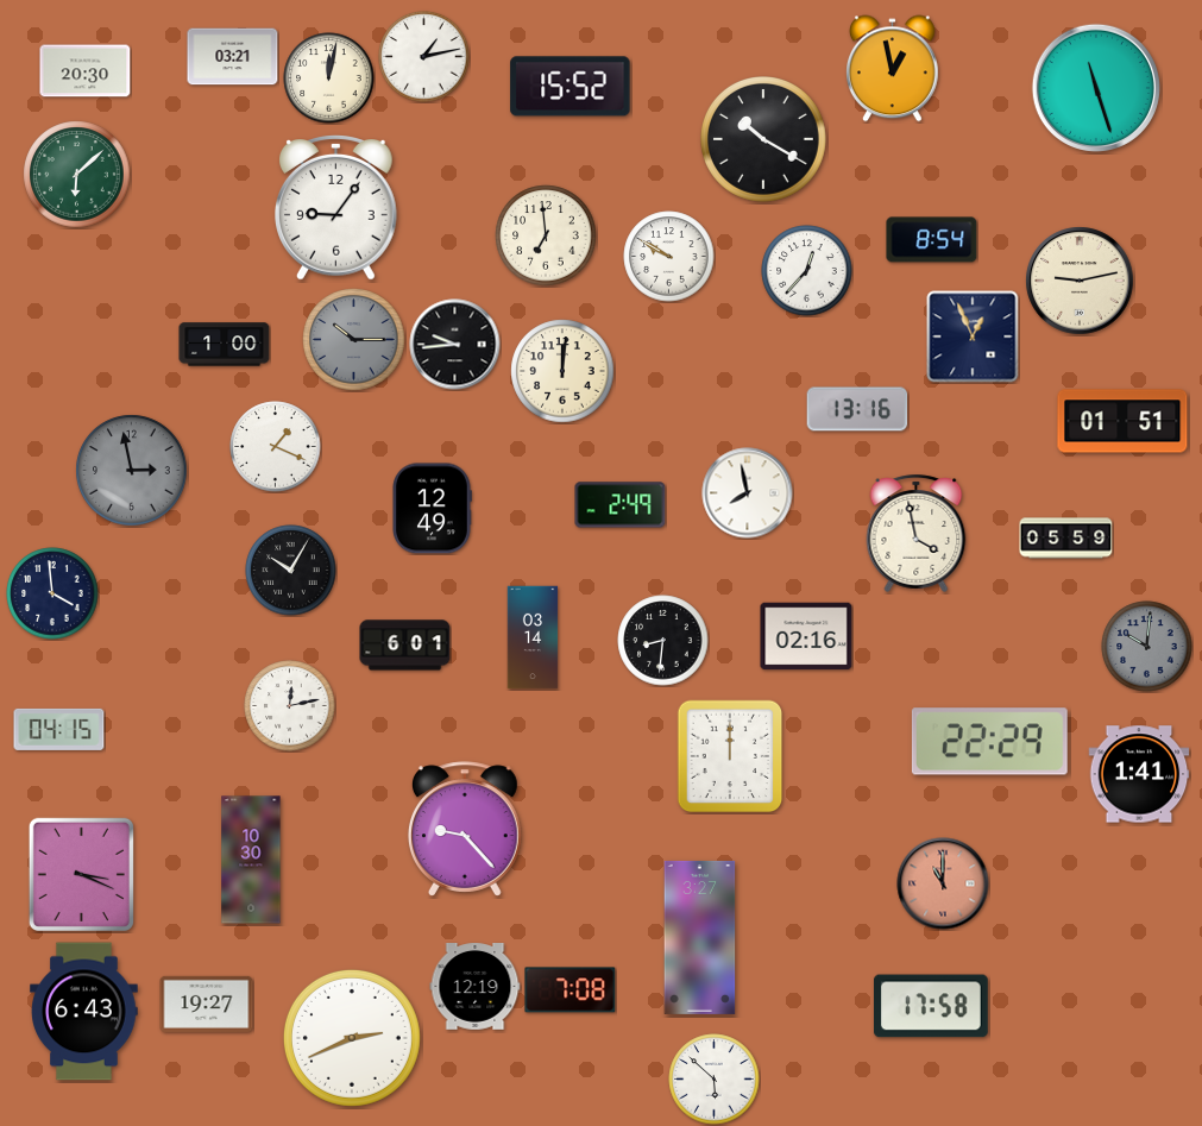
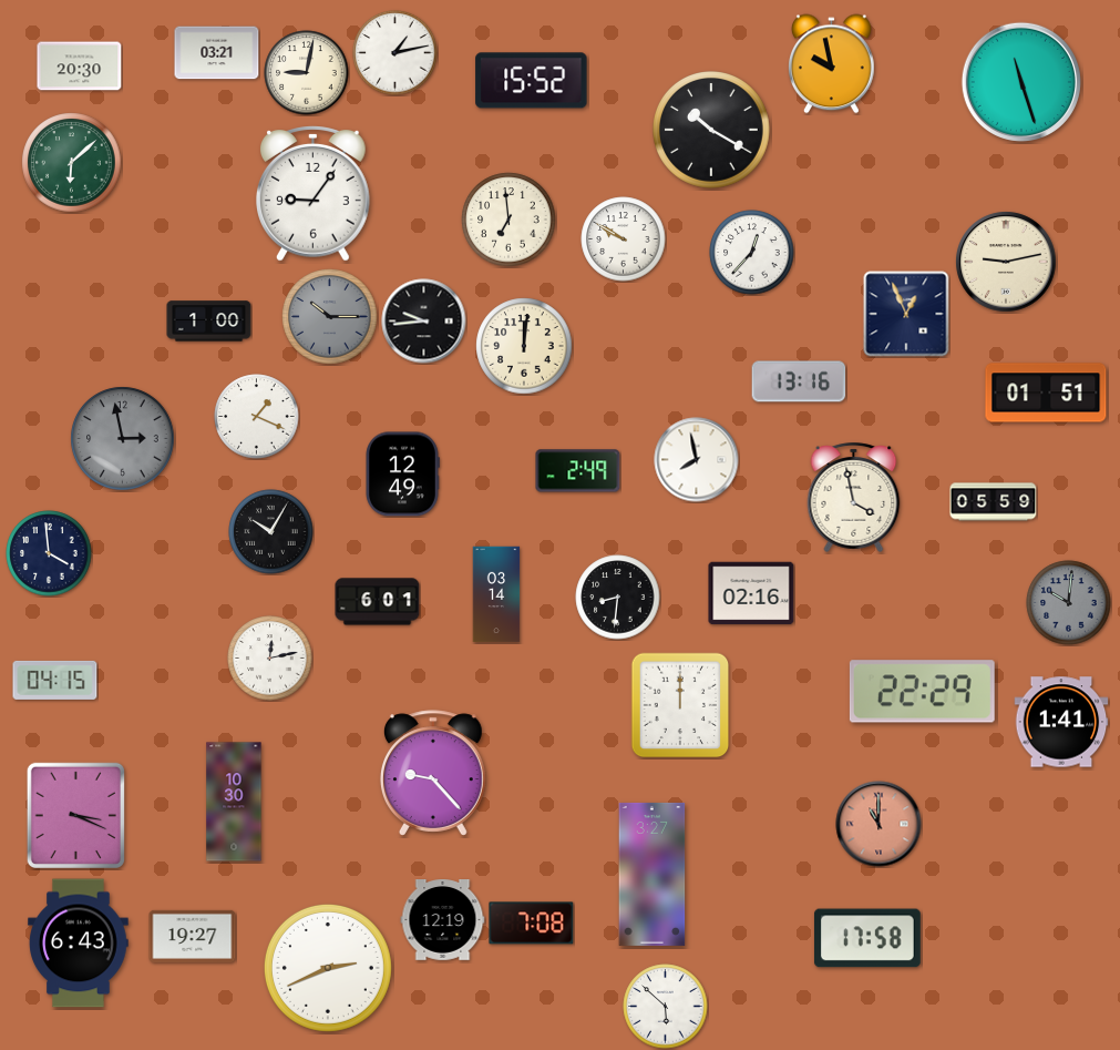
clock at (893, 69): 12:58 -> 9:58
clock at (329, 78): 12:02 -> 9:02
clock at (932, 240): 8:54 -> none
